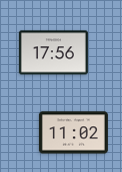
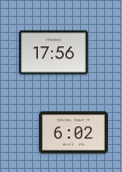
clock at (73, 133): 11:02 -> 6:02
